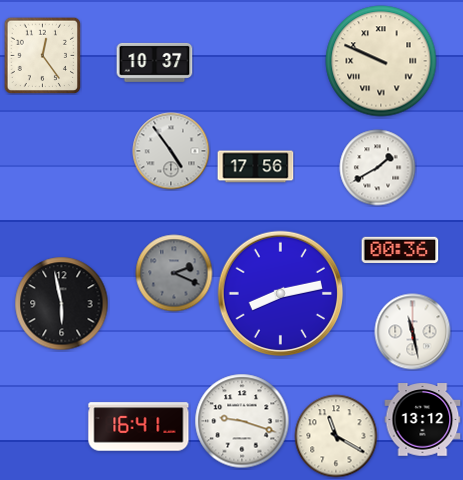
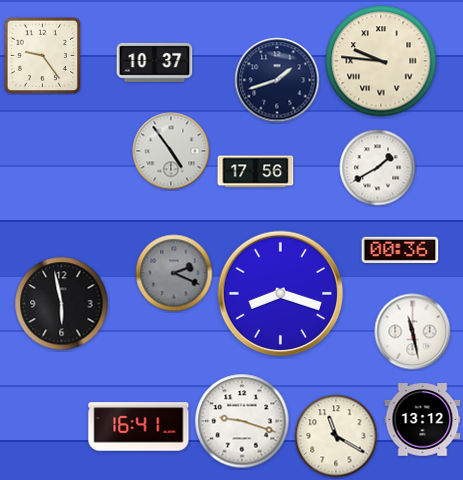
clock at (42, 55): 12:24 -> 9:24
clock at (381, 61): 9:49 -> 9:46
clock at (277, 80): none -> 1:42
clock at (256, 167) position: (256, 167) -> (256, 172)
clock at (281, 294): 8:13 -> 8:18
